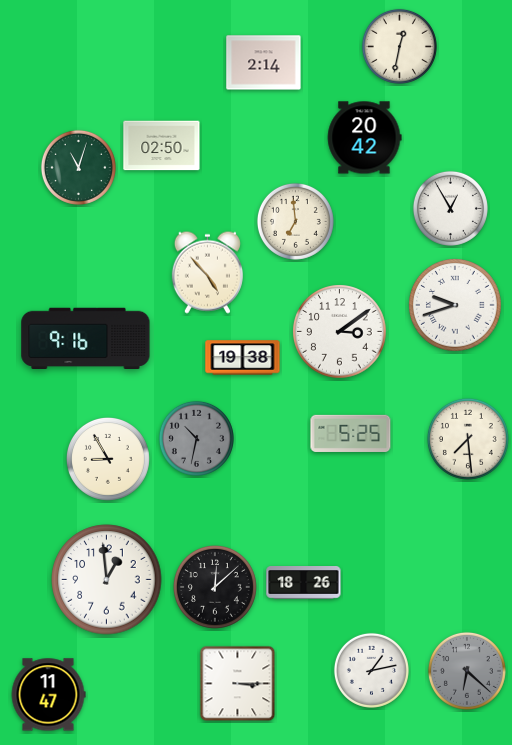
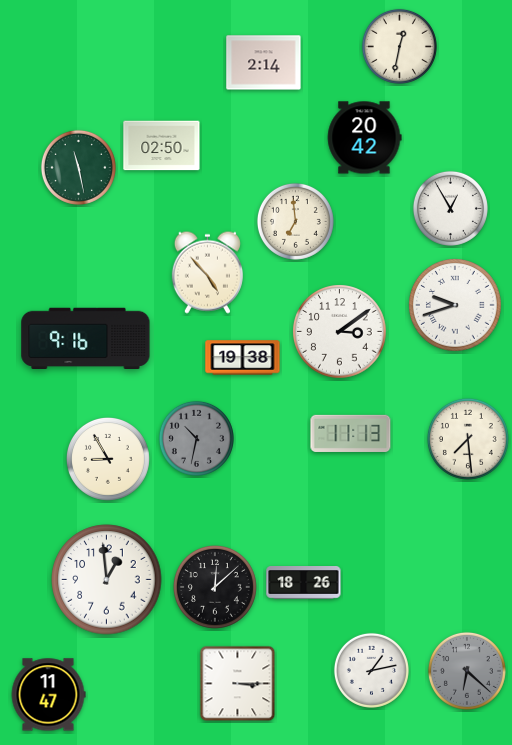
clock at (78, 167): 11:03 -> 11:28
clock at (351, 433): 5:25 -> 11:13
